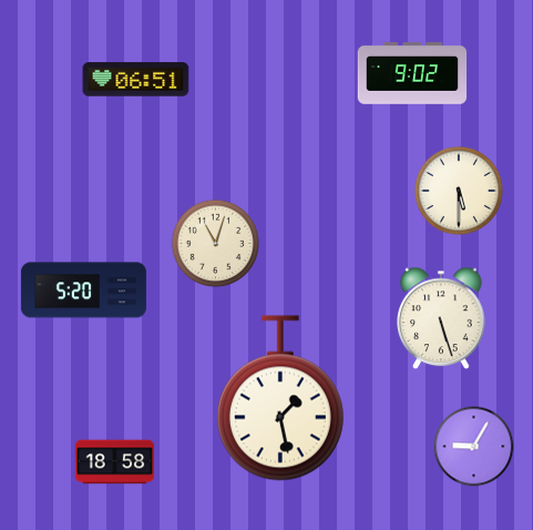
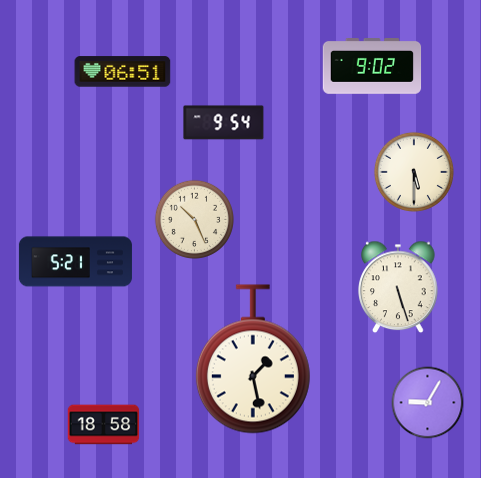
clock at (224, 123): none -> 9:54
clock at (215, 243): 11:03 -> 10:26
clock at (83, 291): 5:20 -> 5:21
clock at (115, 462) position: (115, 462) -> (104, 425)
